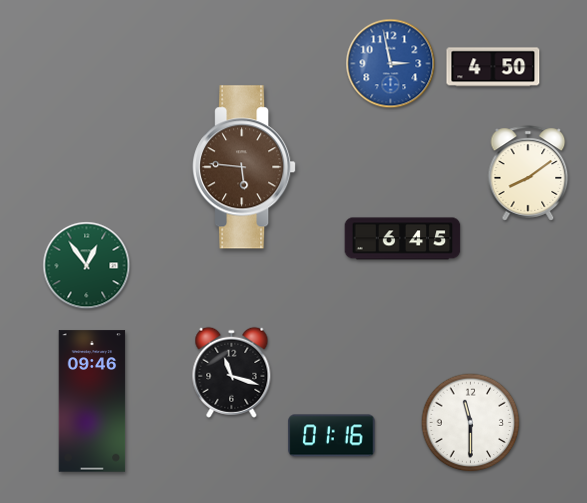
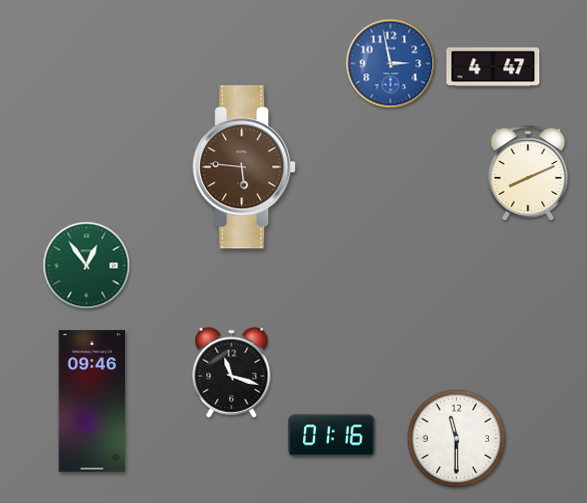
clock at (493, 67): 4:50 -> 4:47
clock at (528, 173): 8:09 -> 8:11
clock at (403, 239): 6:45 -> none
clock at (471, 423) position: (471, 423) -> (457, 439)
